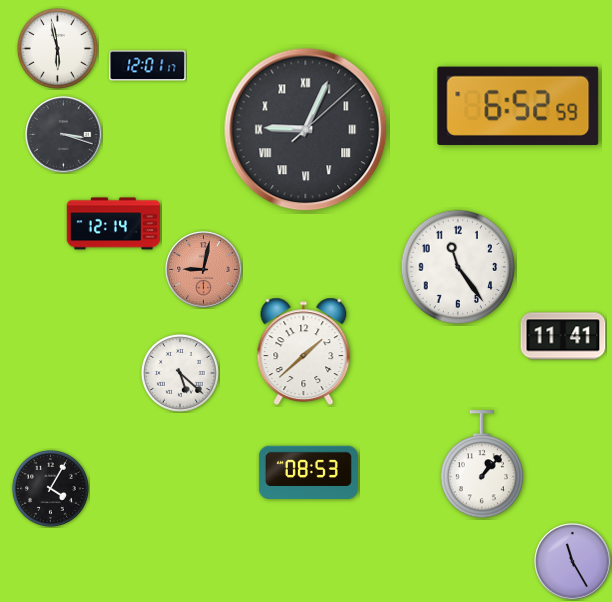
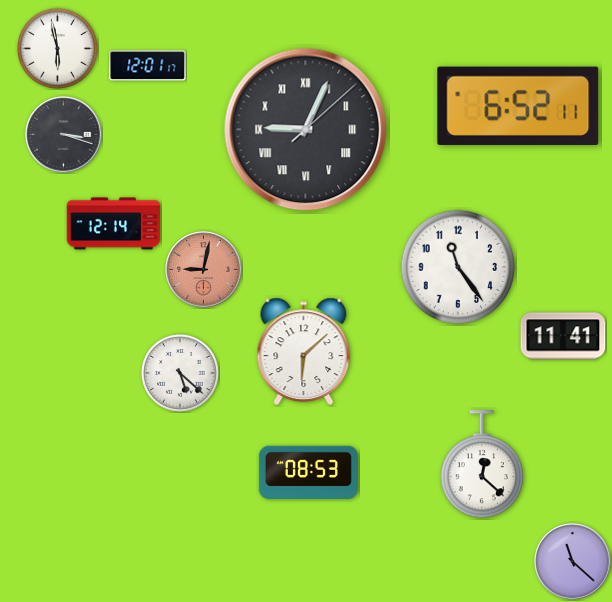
clock at (518, 106): 6:52:59 -> 6:52:11
clock at (304, 351): 1:38 -> 6:08
clock at (482, 465): 1:07 -> 12:22
clock at (50, 488): 4:05 -> none
clock at (573, 562): 11:25 -> 11:22
